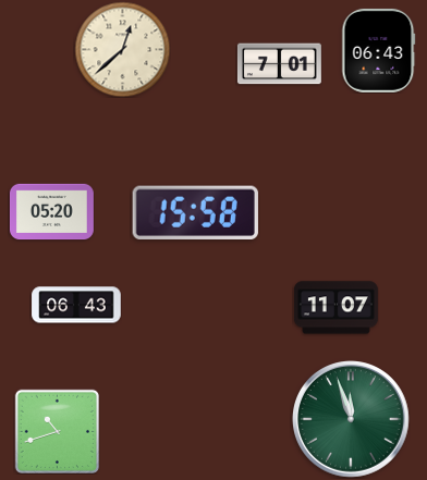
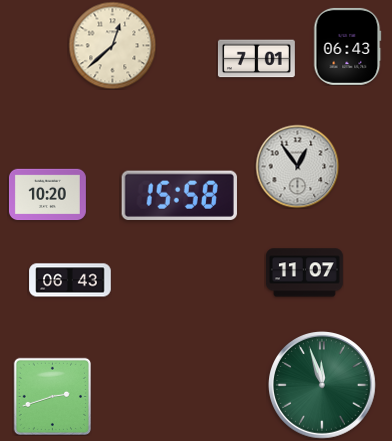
clock at (297, 166): none -> 12:54
clock at (51, 212): 05:20 -> 10:20
clock at (335, 308) position: (335, 308) -> (304, 273)
clock at (57, 431): 10:42 -> 2:42
